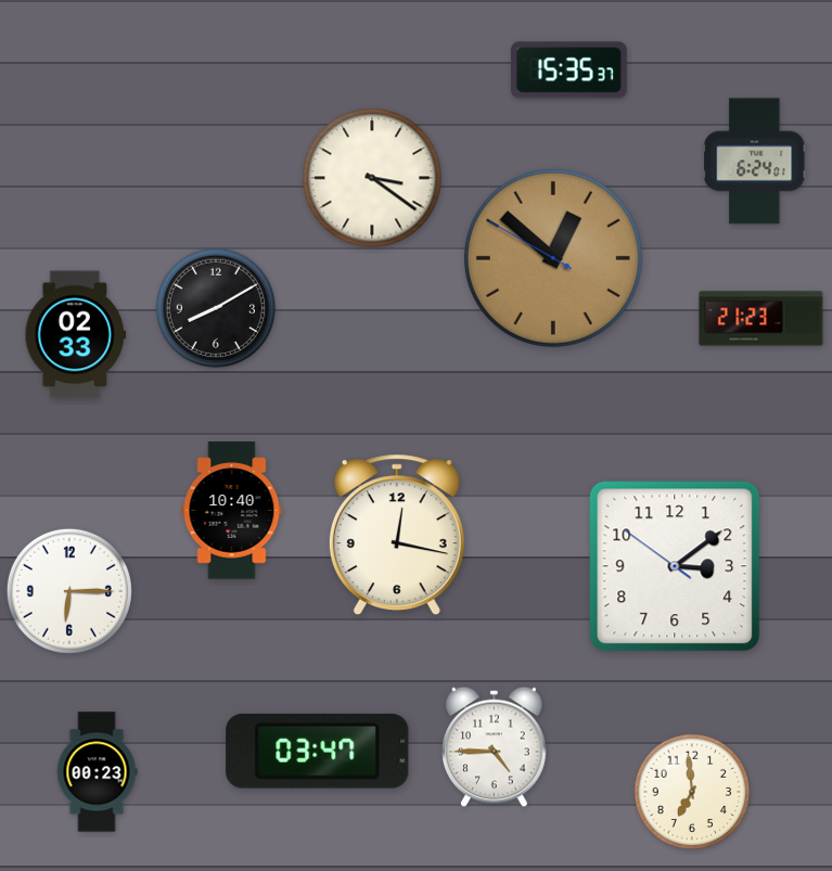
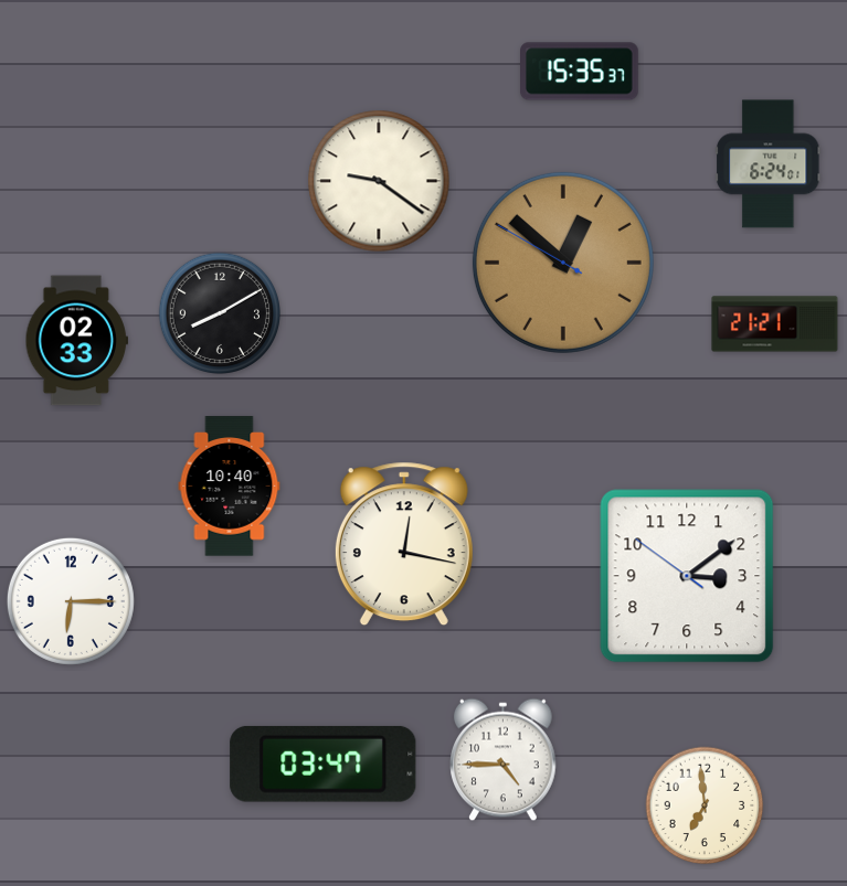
clock at (372, 178): 3:21 -> 9:21
clock at (761, 319): 21:23 -> 21:21
clock at (232, 511) position: (232, 511) -> (230, 487)
clock at (97, 772): 00:23 -> none
